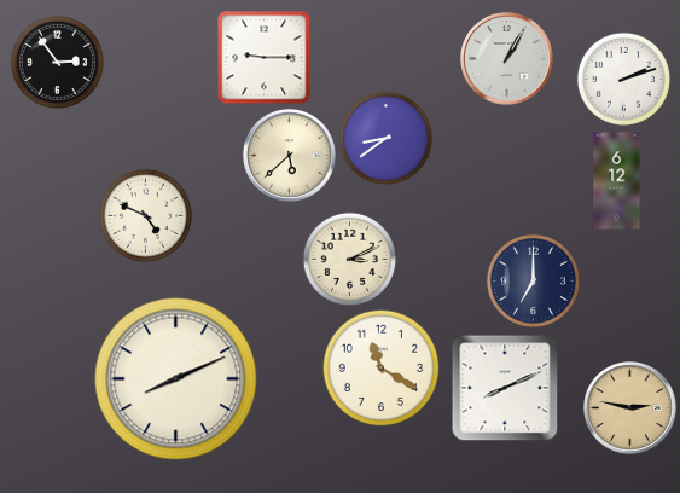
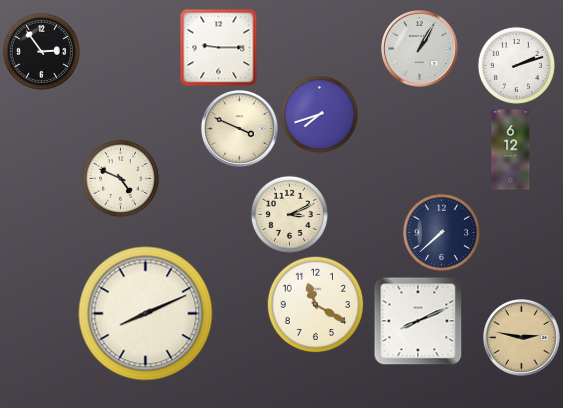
clock at (57, 62) position: (57, 62) -> (41, 51)
clock at (385, 138): 8:39 -> 7:42
clock at (290, 156): 5:38 -> 3:49
clock at (533, 280): 7:00 -> 7:38
